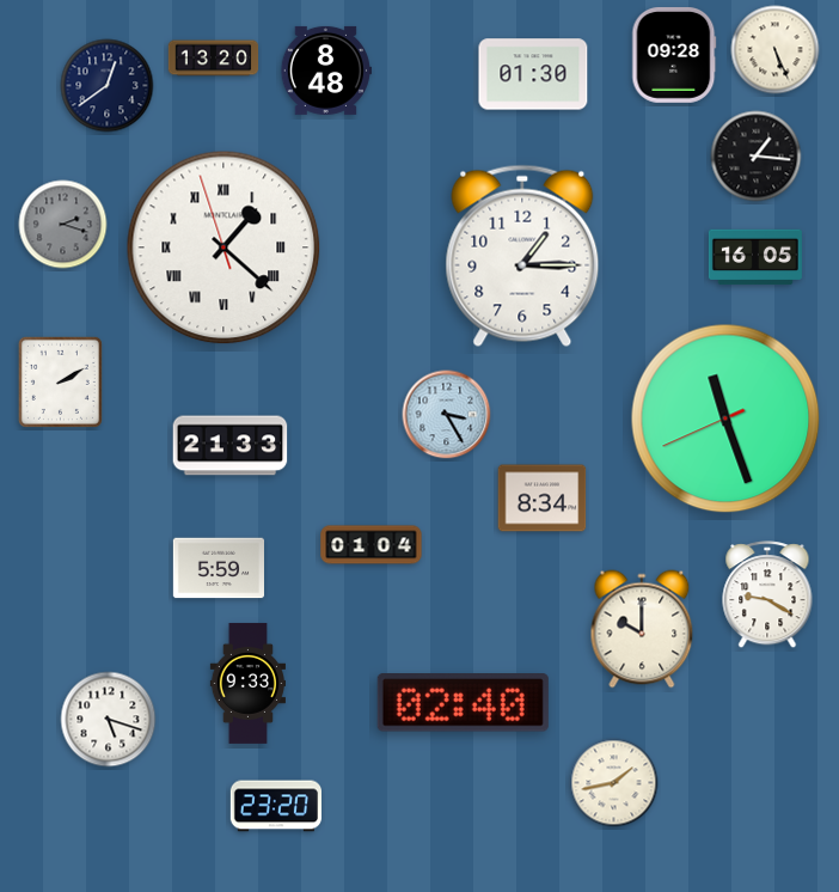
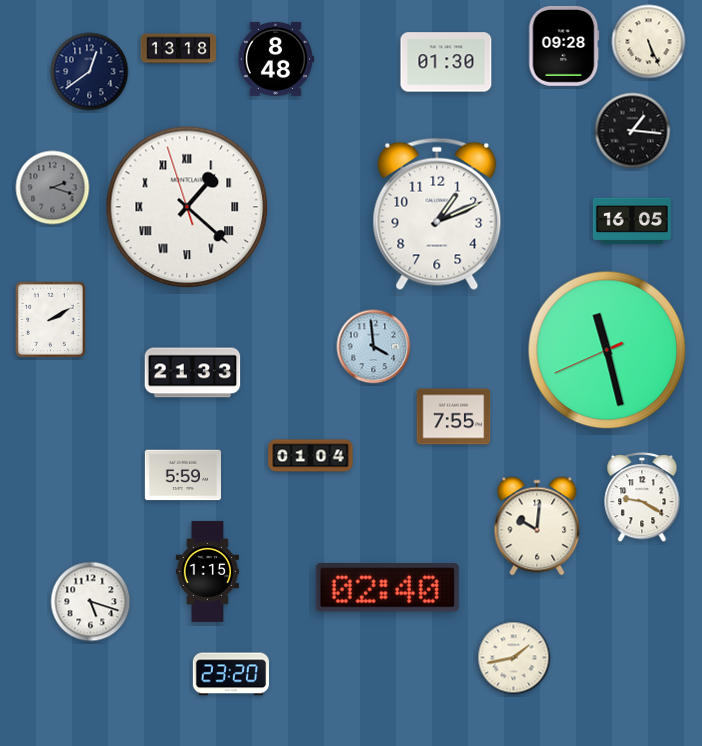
clock at (214, 59): 13:20 -> 13:18
clock at (326, 71) position: (326, 71) -> (276, 59)
clock at (522, 256): 1:15 -> 1:11
clock at (755, 257) position: (755, 257) -> (632, 221)
clock at (447, 415): 3:25 -> 3:59
clock at (725, 418): 11:26 -> 11:27
clock at (543, 499): 8:34 -> 7:55
clock at (642, 629): 10:00 -> 10:01
clock at (247, 683): 9:33 -> 1:15
clock at (614, 783) position: (614, 783) -> (514, 658)
